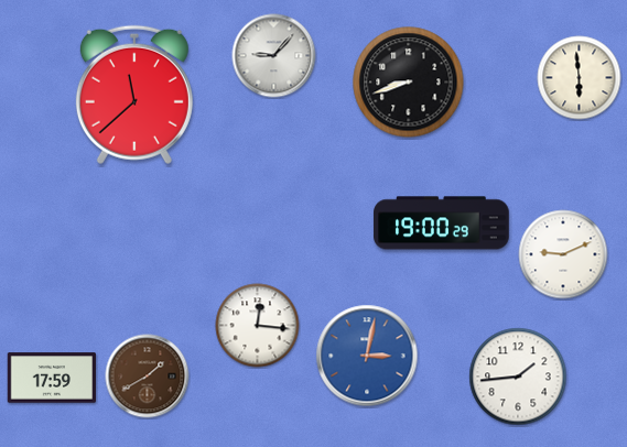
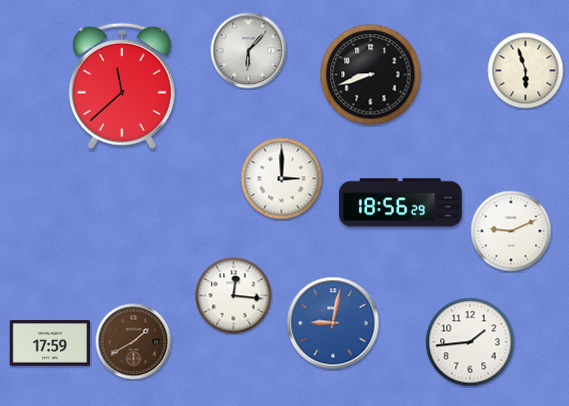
clock at (274, 56): 9:07 -> 6:07
clock at (580, 78): 5:59 -> 5:57
clock at (282, 179): none -> 3:00
clock at (442, 223): 19:00 -> 18:56
clock at (367, 356): 3:02 -> 9:02
clock at (52, 378) position: (52, 378) -> (50, 343)
